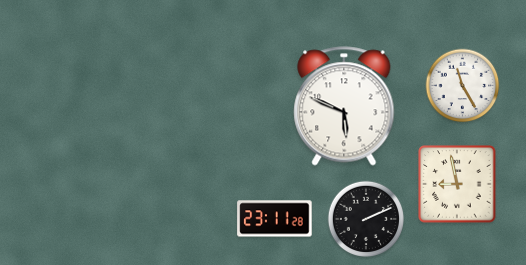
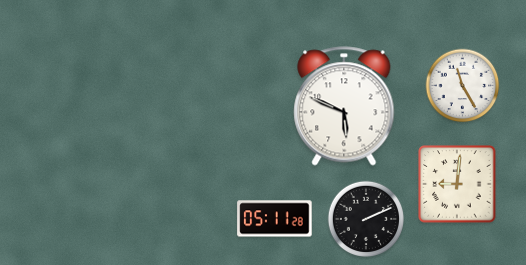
clock at (457, 184): 8:58 -> 9:01
clock at (275, 219): 23:11 -> 05:11
